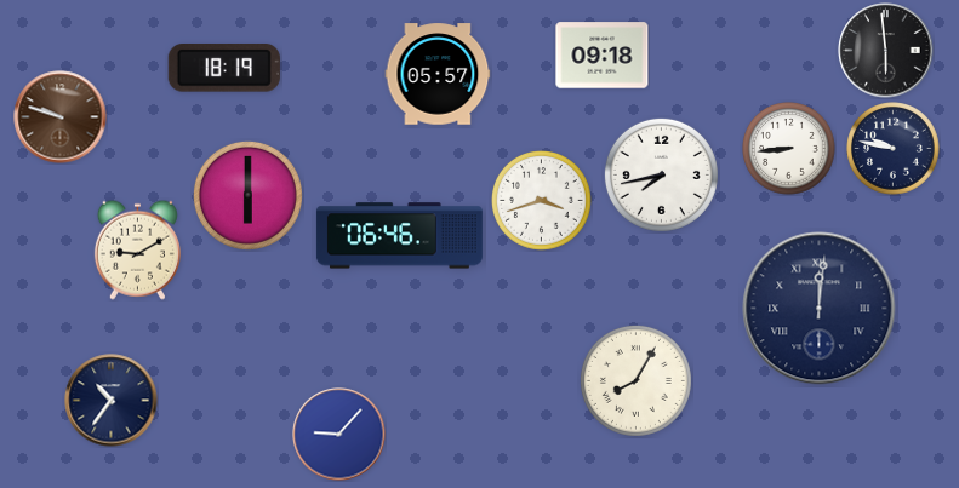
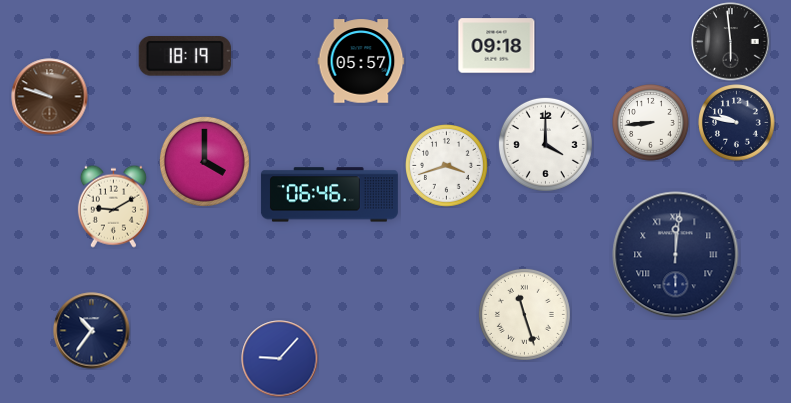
clock at (661, 174): 7:43 -> 4:00
clock at (247, 195): 6:00 -> 4:00
clock at (635, 380): 8:05 -> 11:27
